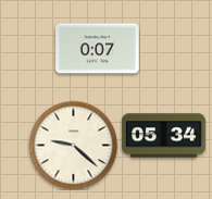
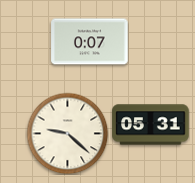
clock at (98, 49) position: (98, 49) -> (90, 42)
clock at (164, 136): 05:34 -> 05:31
